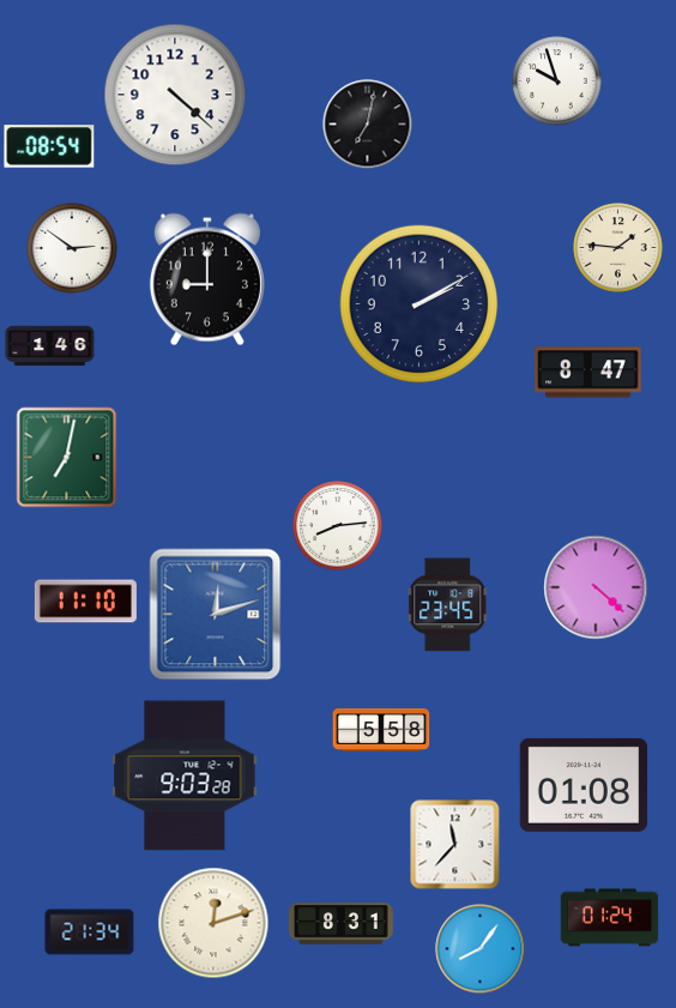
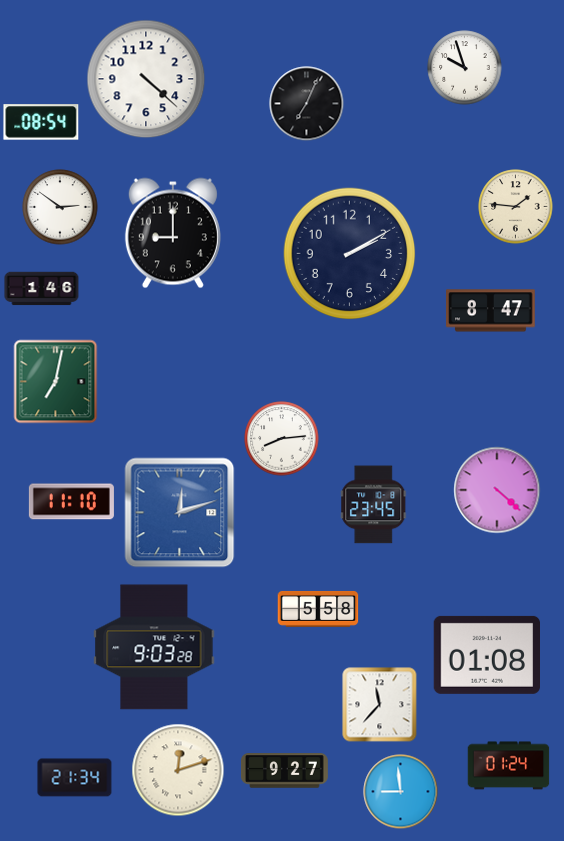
clock at (368, 125): 7:02 -> 7:04
clock at (342, 924): 8:31 -> 9:27
clock at (481, 949): 8:06 -> 8:59
